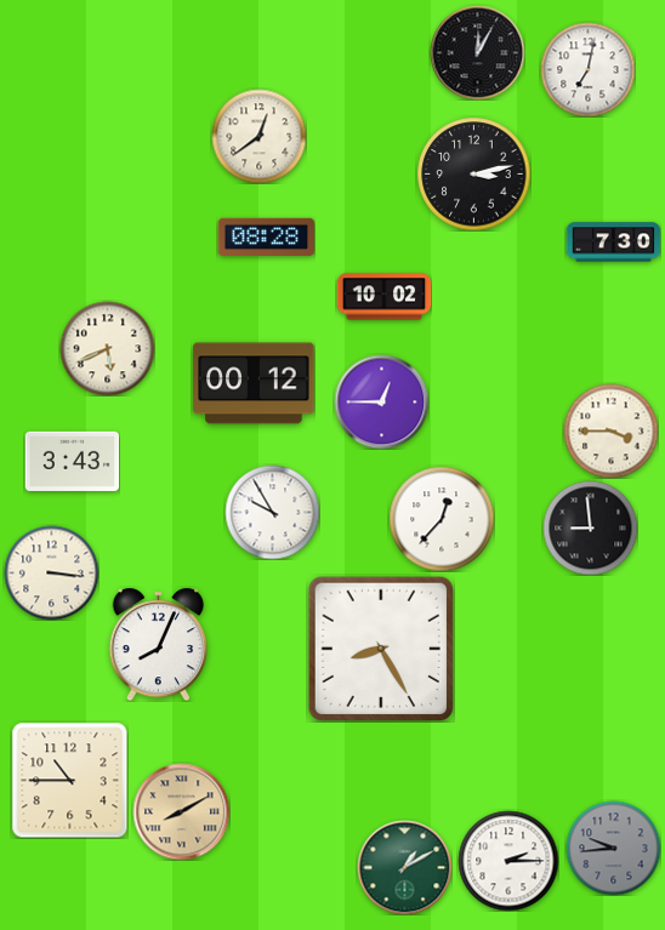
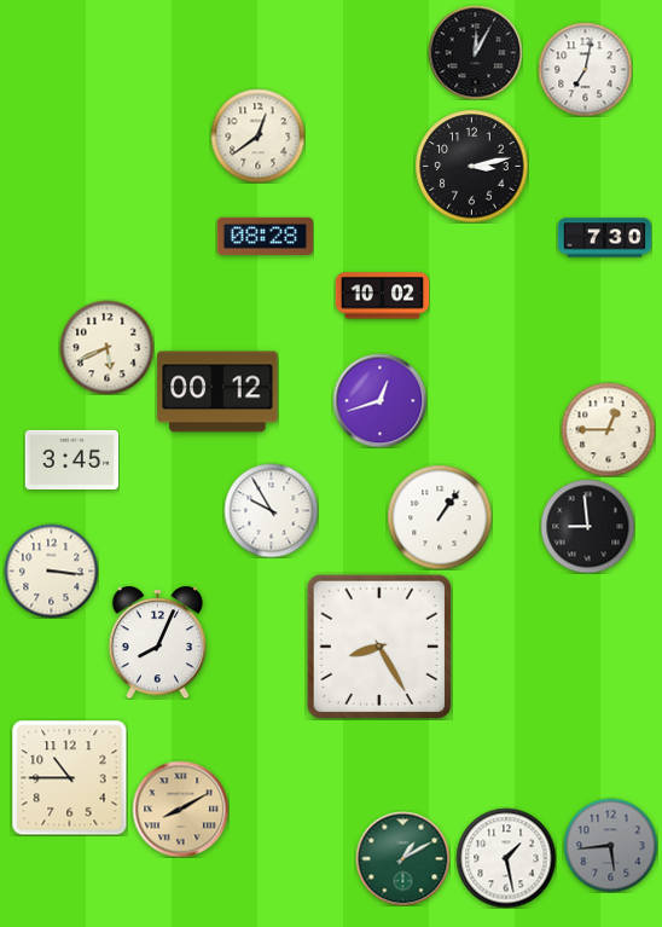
clock at (473, 173) position: (473, 173) -> (471, 166)
clock at (613, 243) position: (613, 243) -> (604, 238)
clock at (254, 383) position: (254, 383) -> (217, 392)
clock at (381, 401): 12:45 -> 12:42
clock at (610, 430): 3:45 -> 12:45
clock at (72, 461): 3:43 -> 3:45
clock at (442, 519): 12:37 -> 1:06
clock at (613, 848): 9:44 -> 5:44
clock at (508, 861): 2:15 -> 1:28
clock at (404, 867) position: (404, 867) -> (402, 858)
